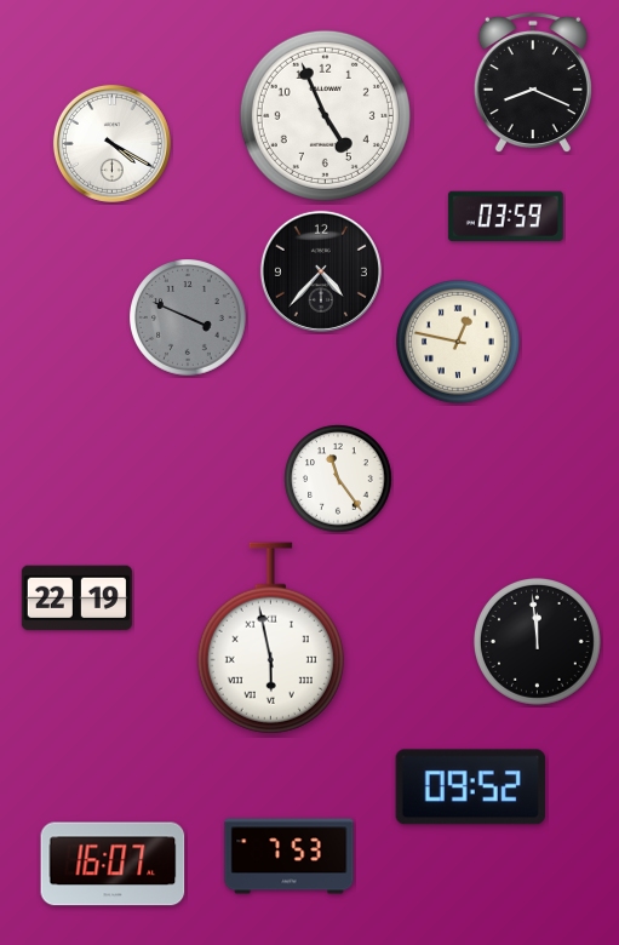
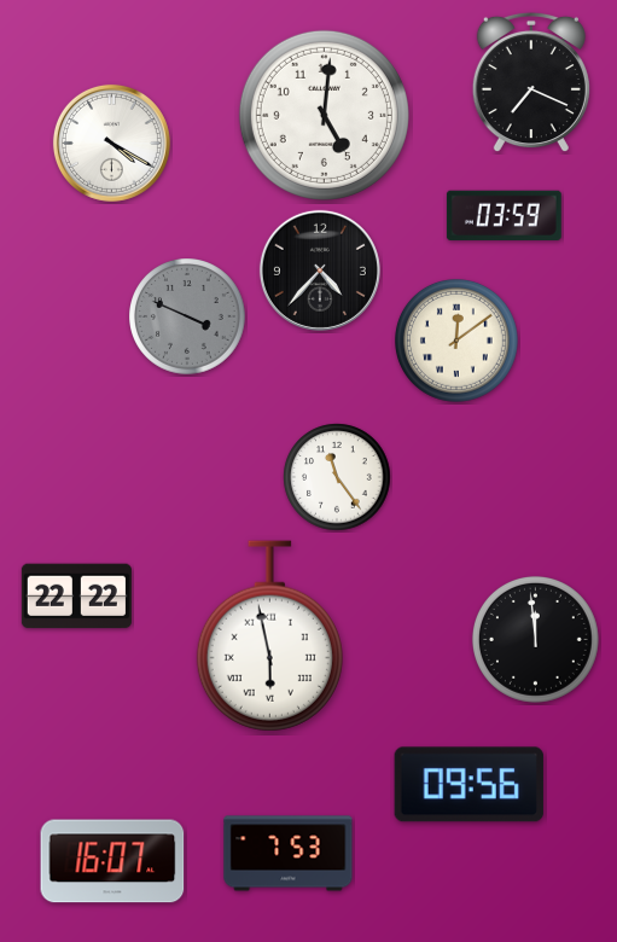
clock at (533, 82): 8:19 -> 7:19
clock at (325, 115): 4:56 -> 5:01
clock at (459, 343): 12:47 -> 12:09
clock at (76, 598): 22:19 -> 22:22
clock at (470, 787): 09:52 -> 09:56
